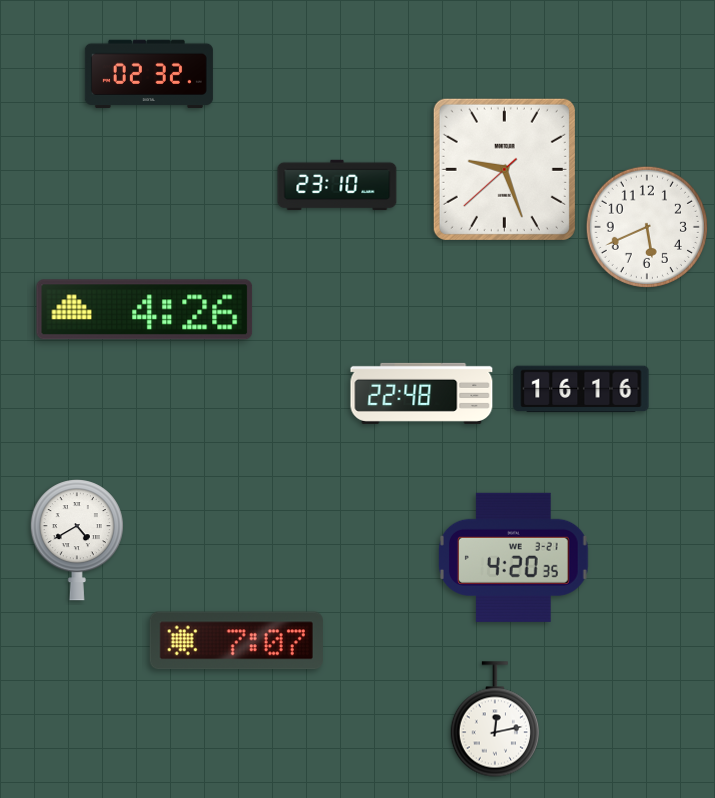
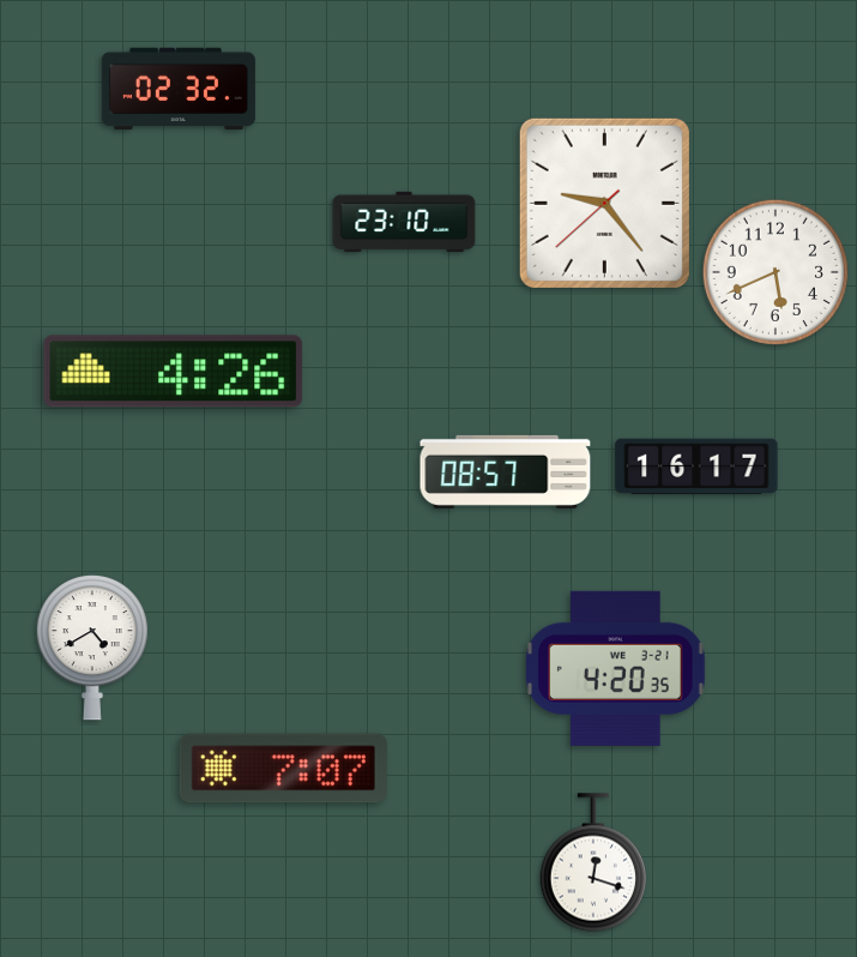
clock at (504, 169): 9:26 -> 9:23
clock at (581, 389): 16:16 -> 16:17
clock at (422, 393): 22:48 -> 08:57
clock at (494, 719): 12:13 -> 12:18
